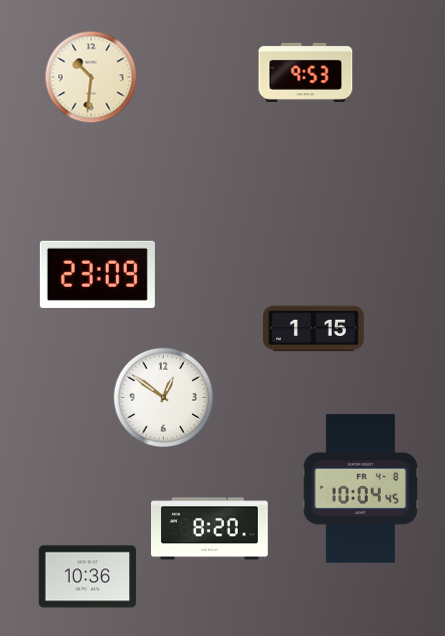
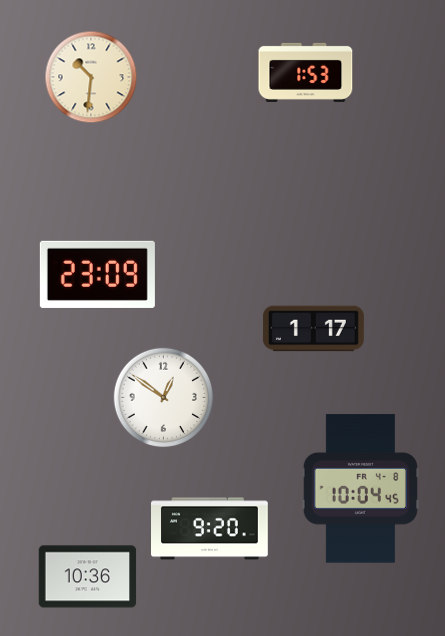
clock at (306, 72): 9:53 -> 1:53
clock at (313, 329): 1:15 -> 1:17
clock at (210, 529): 8:20 -> 9:20
